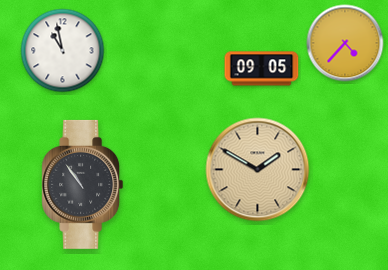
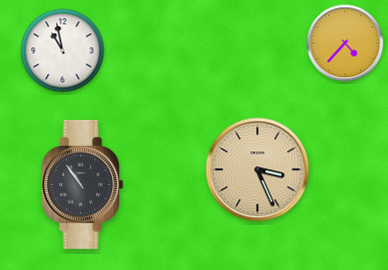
clock at (262, 69): 09:05 -> none
clock at (258, 170): 1:50 -> 3:26
